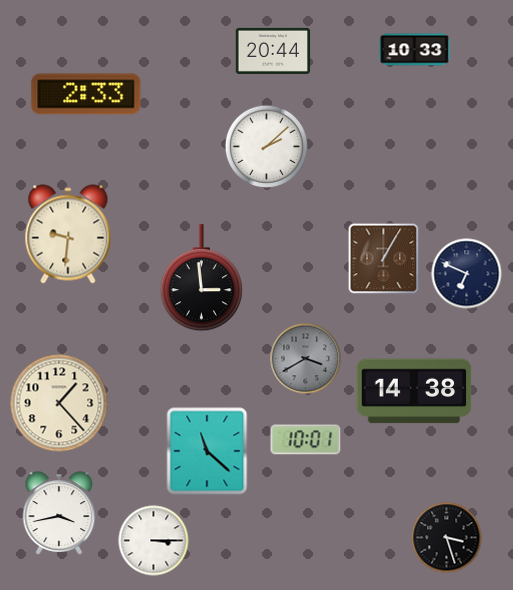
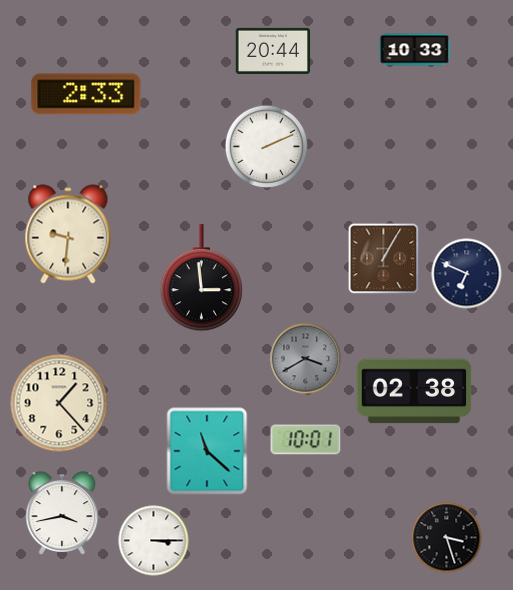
clock at (266, 146): 2:08 -> 2:11
clock at (414, 391): 14:38 -> 02:38
clock at (59, 513) position: (59, 513) -> (62, 513)
